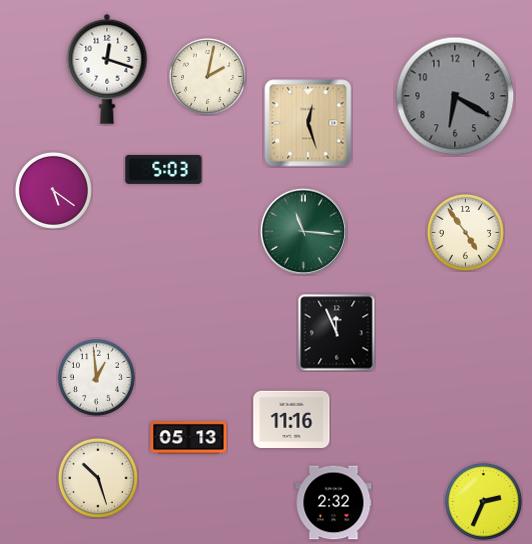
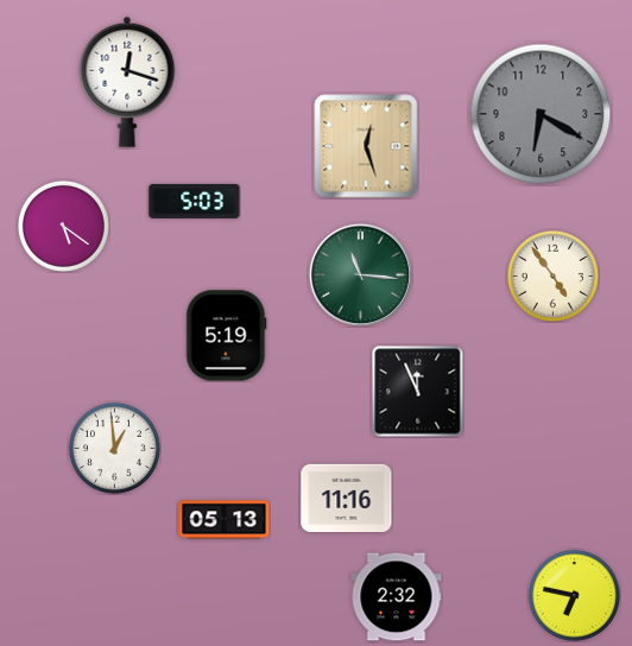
clock at (207, 76): 2:02 -> none
clock at (227, 336): none -> 5:19
clock at (336, 332) position: (336, 332) -> (417, 391)
clock at (98, 478): 10:27 -> none
clock at (483, 501): 2:34 -> 6:47
